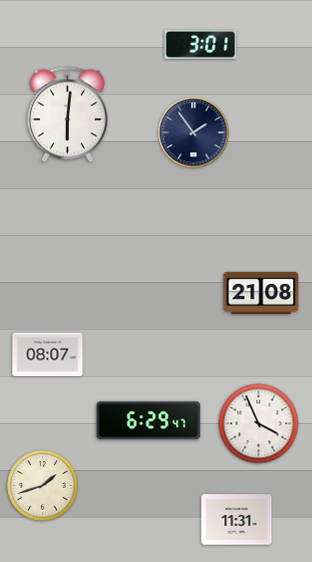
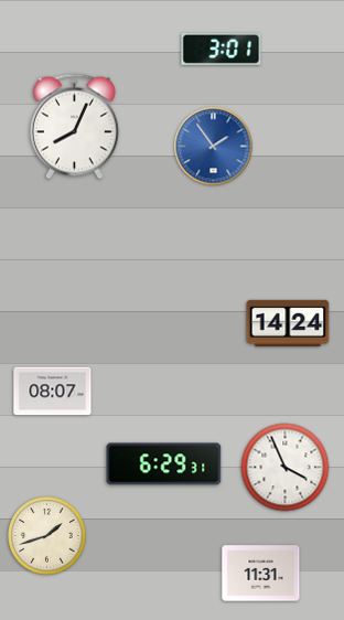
clock at (67, 115): 6:01 -> 8:04
clock at (194, 133) dial: navy -> blue
clock at (261, 292): 21:08 -> 14:24
clock at (149, 421): 6:29:47 -> 6:29:31
